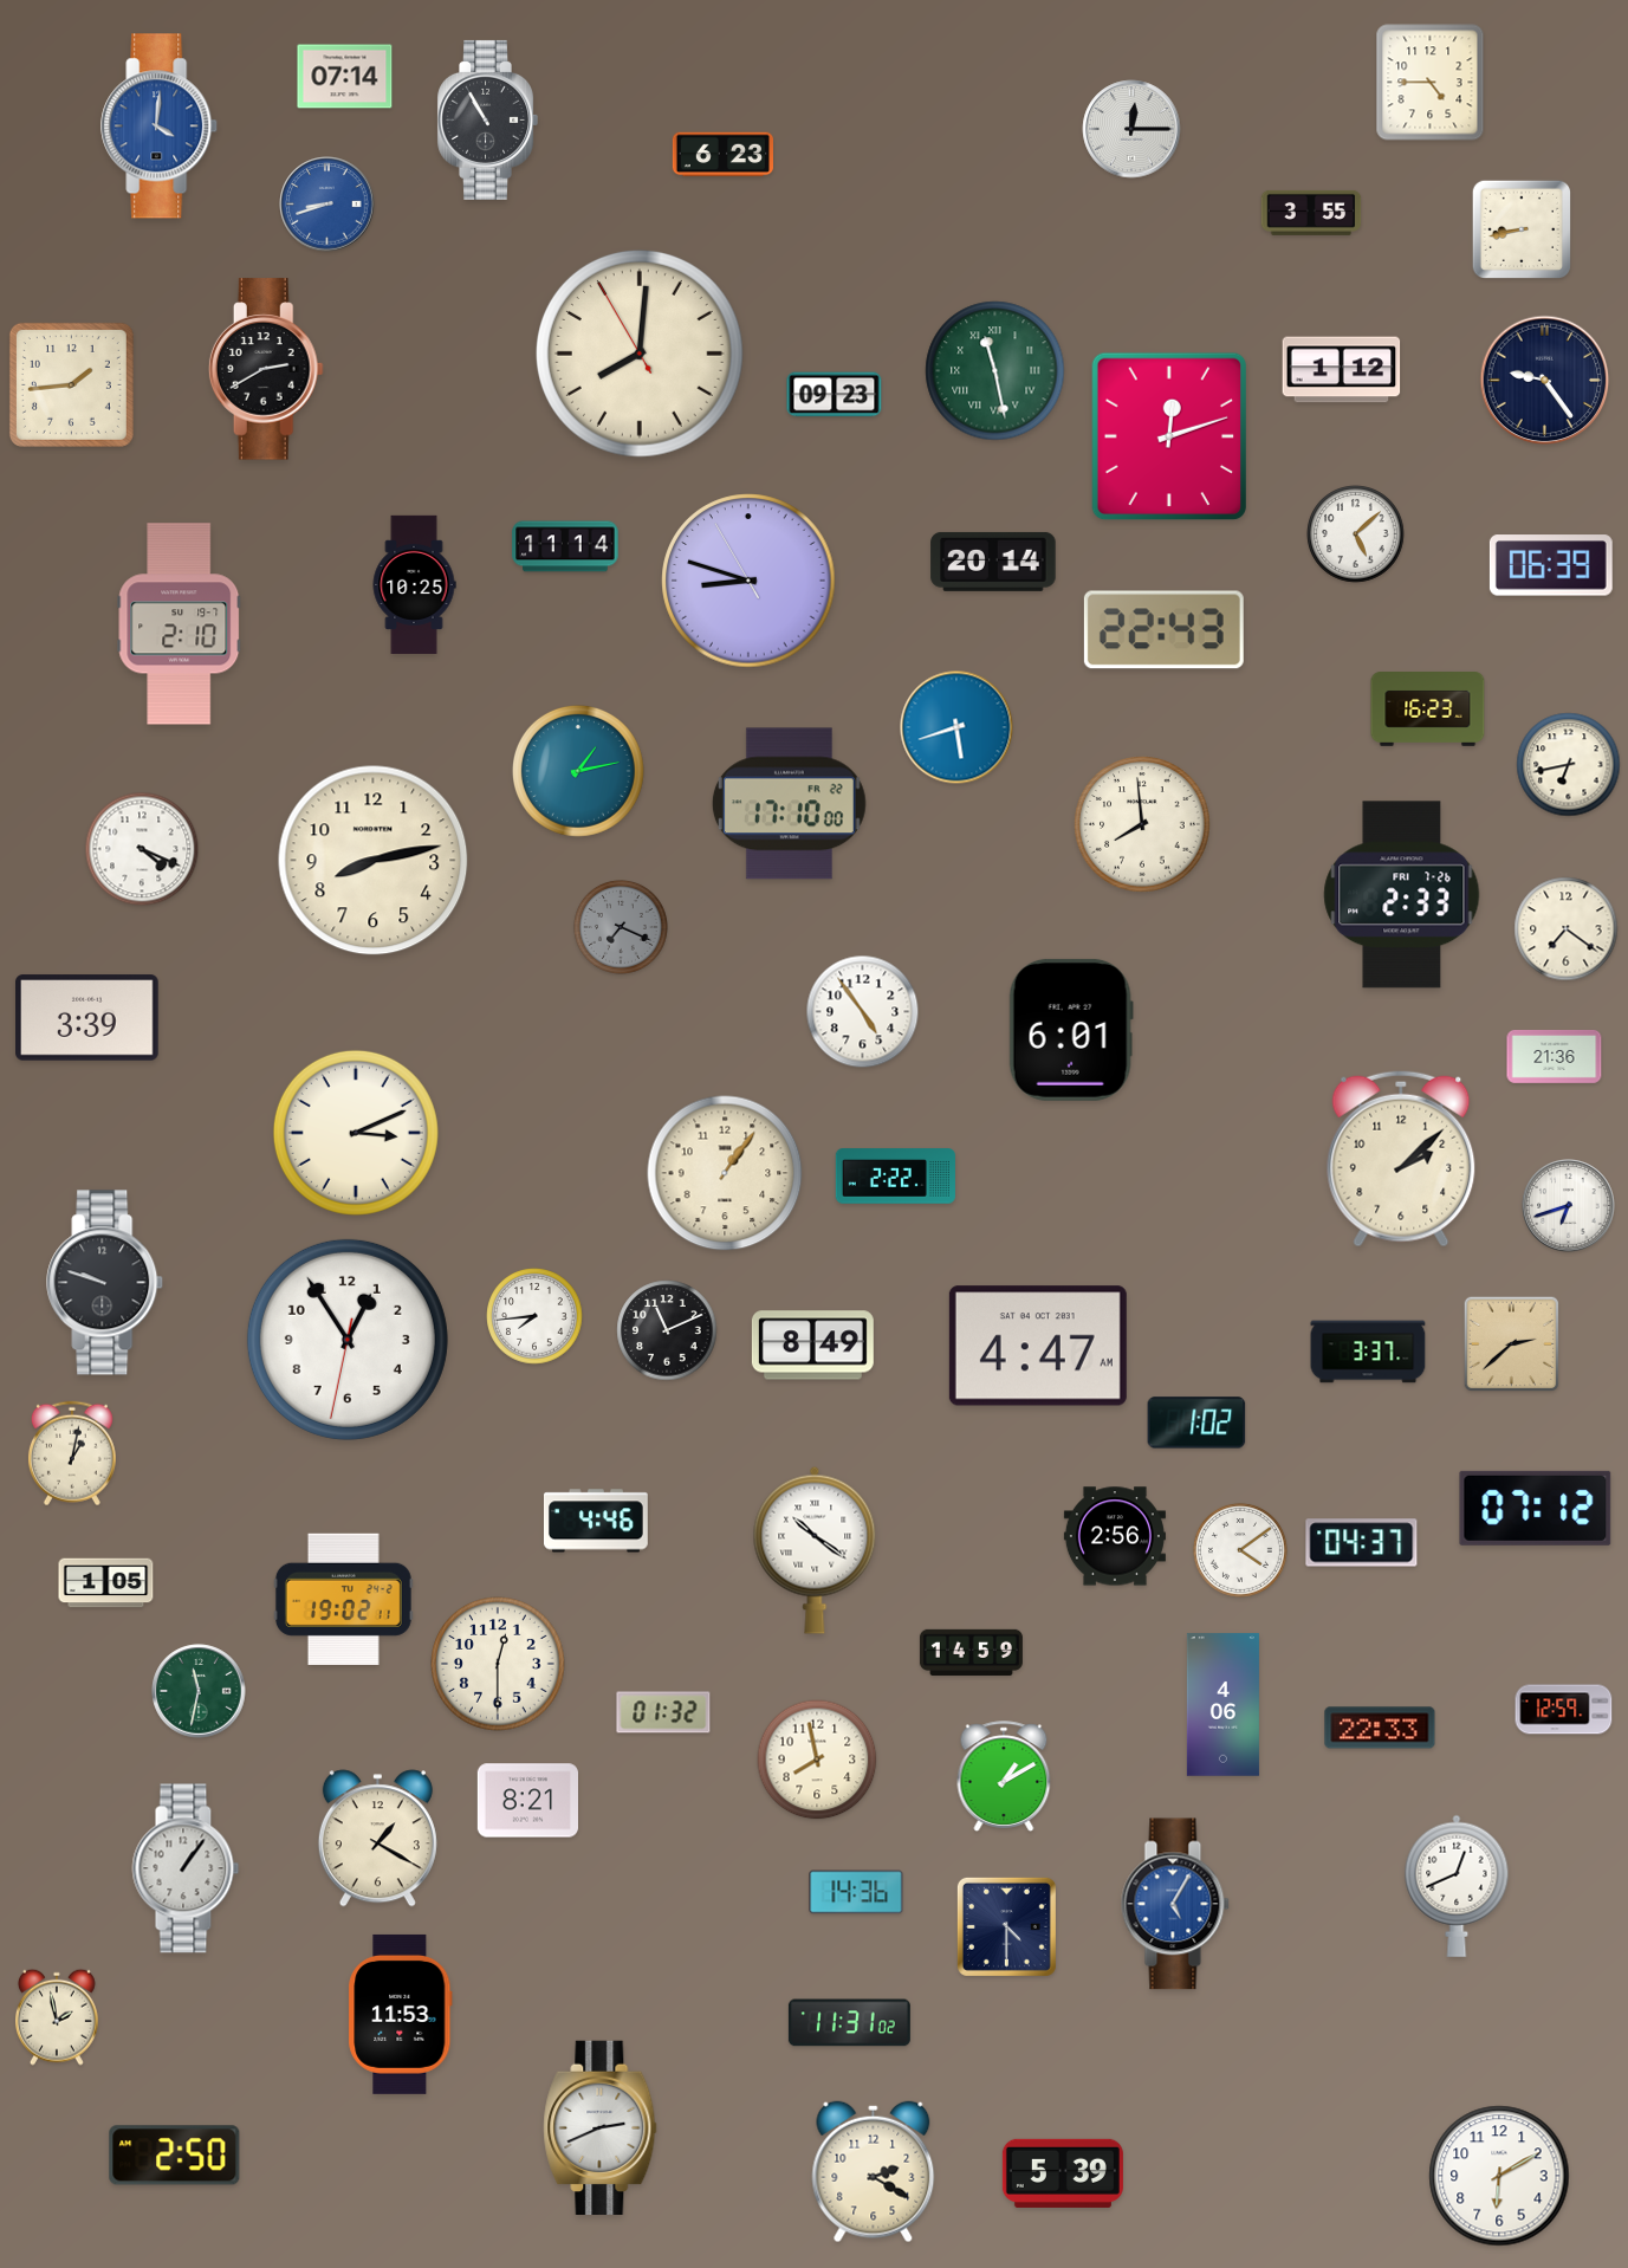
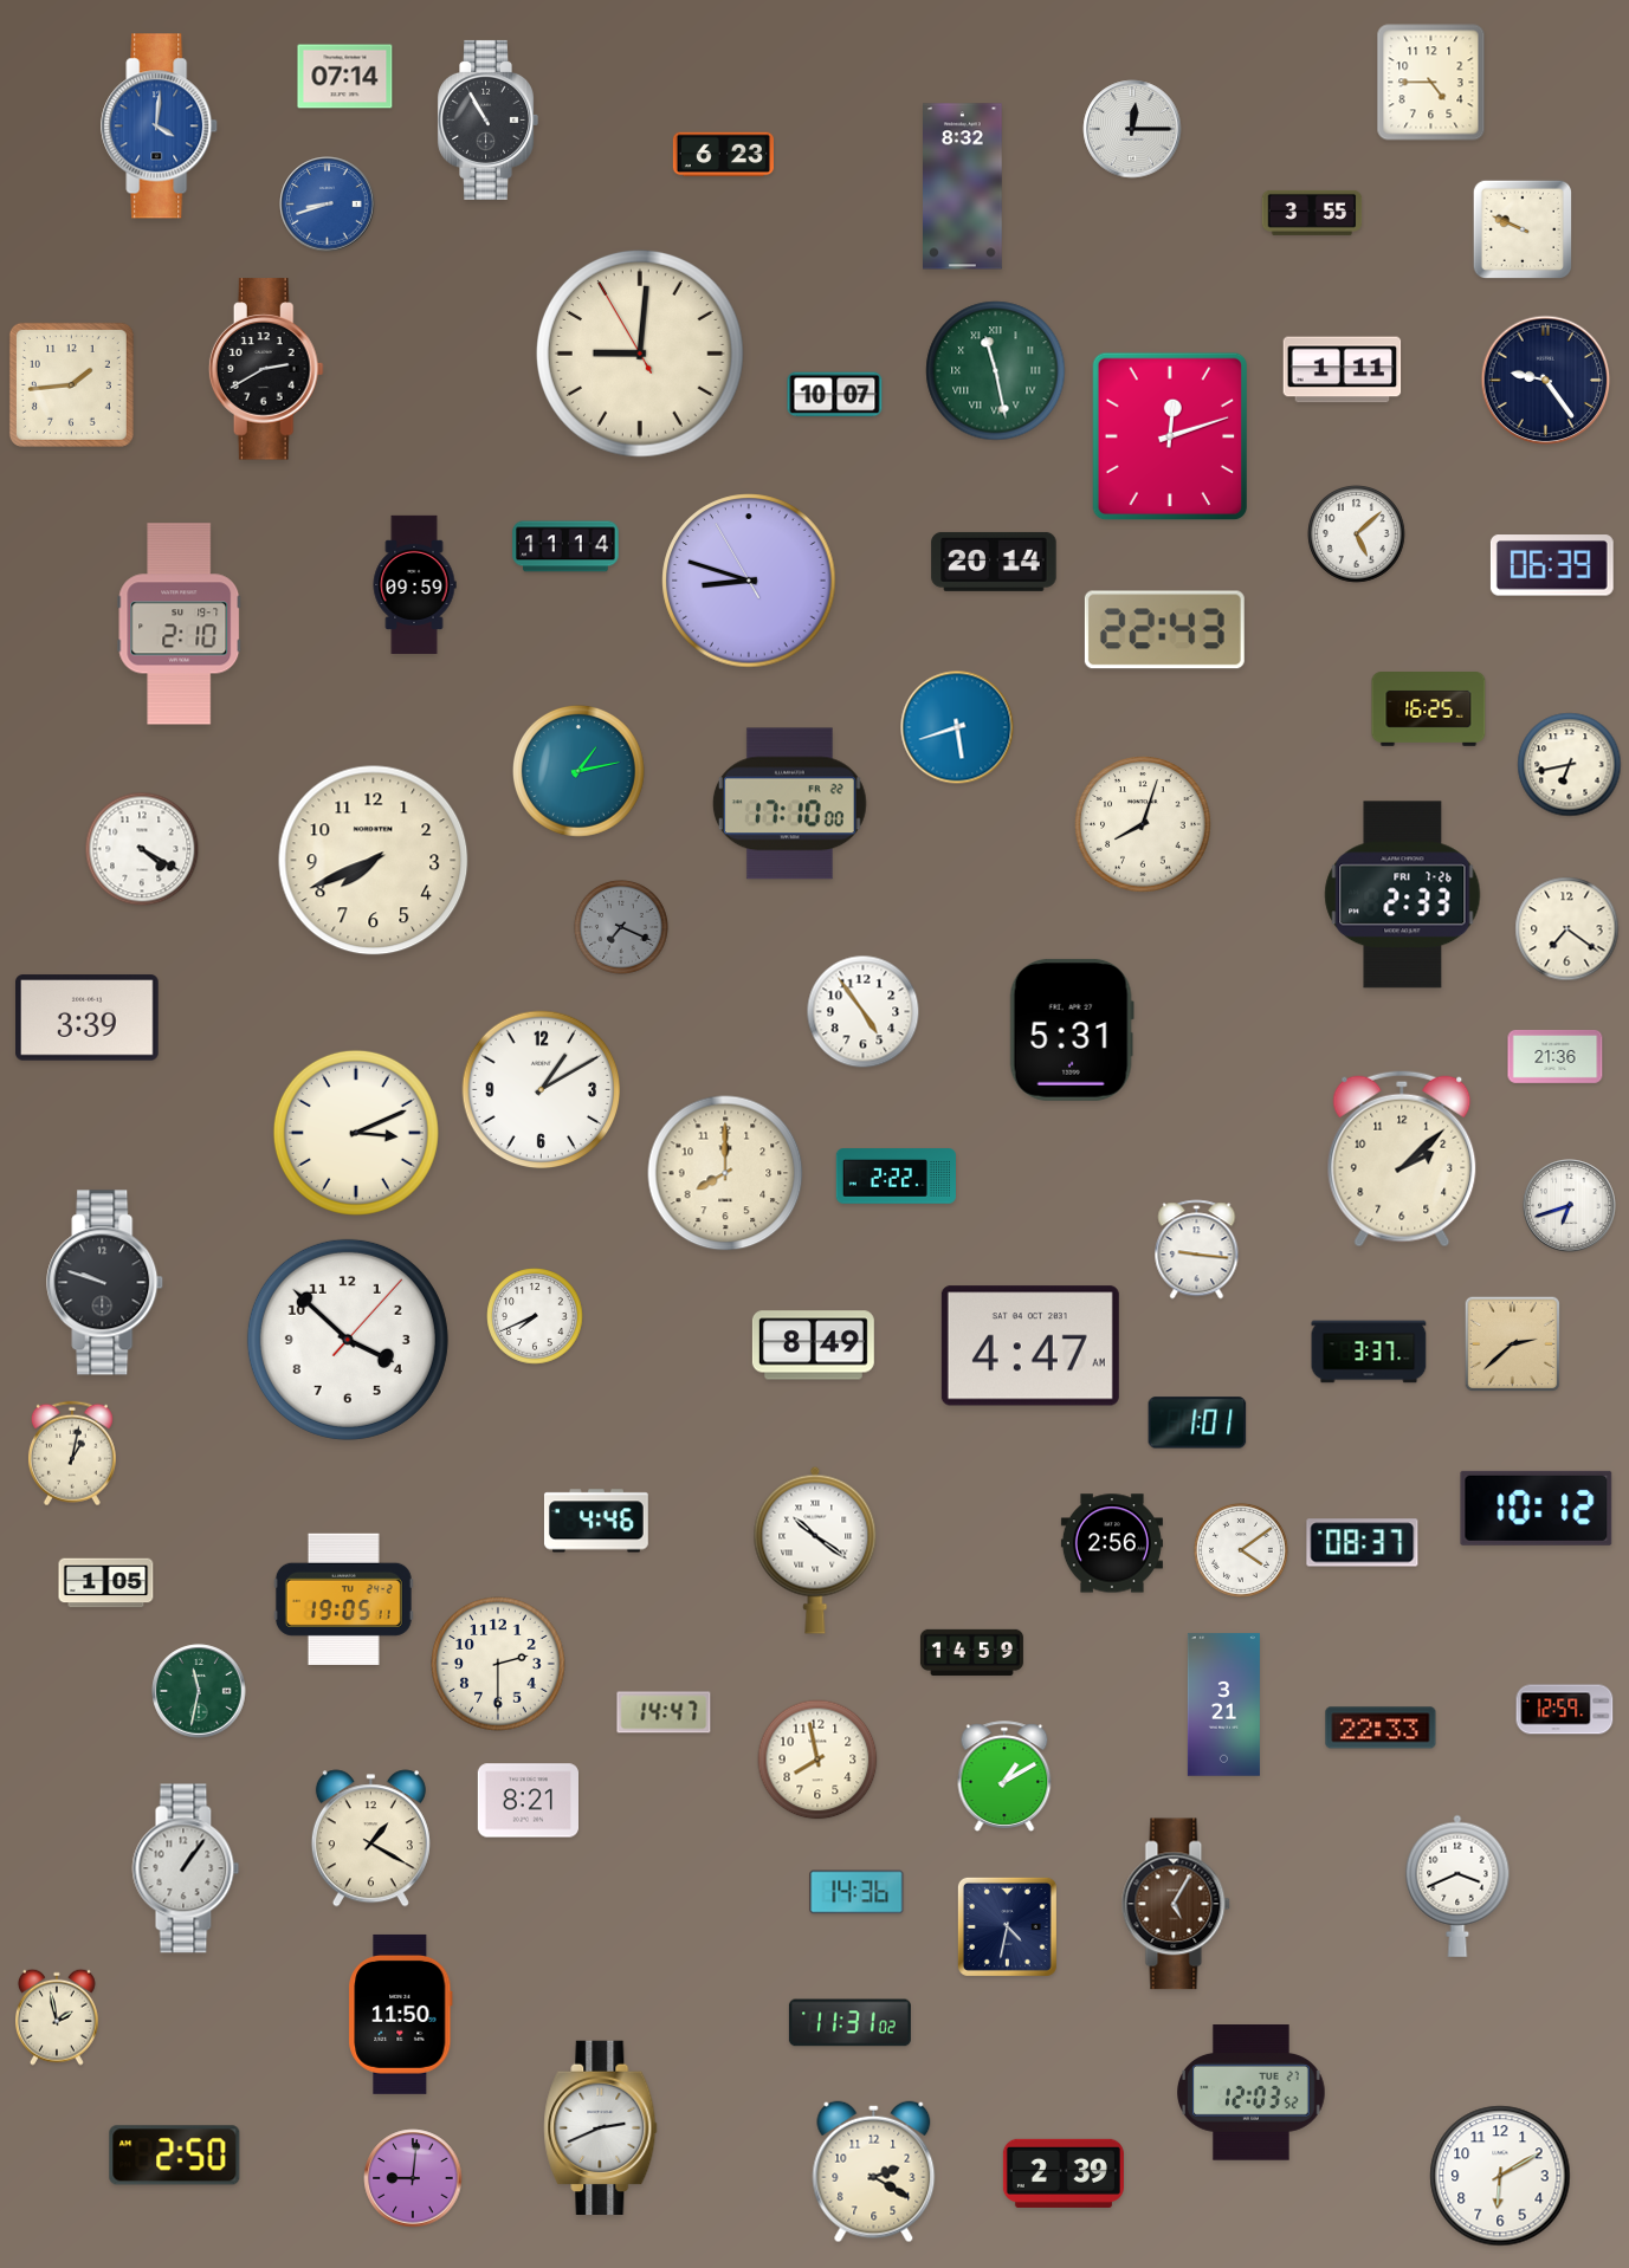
clock at (963, 187): none -> 8:32
clock at (1522, 229): 8:43 -> 9:49
clock at (640, 354): 8:00 -> 9:00
clock at (1342, 370): 1:12 -> 1:11
clock at (835, 395): 09:23 -> 10:07
clock at (414, 584): 10:25 -> 09:59
clock at (1428, 709): 16:23 -> 16:25
clock at (1142, 824): 7:59 -> 8:03
clock at (142, 849): 4:19 -> 4:20
clock at (374, 861): 8:13 -> 7:41
clock at (1071, 1030): 6:01 -> 5:31
clock at (542, 1090): none -> 1:10
clock at (725, 1173): 1:06 -> 8:00
clock at (1197, 1250): none -> 9:16
clock at (534, 1316): 7:44 -> 7:41
clock at (667, 1330): 11:11 -> none
clock at (348, 1340): 12:54 -> 3:52
clock at (1038, 1346) position: (1038, 1346) -> (1030, 1346)
clock at (1196, 1423): 1:02 -> 1:01
clock at (1536, 1508): 07:12 -> 10:12
clock at (1115, 1536) position: (1115, 1536) -> (1112, 1543)
clock at (1362, 1543): 04:37 -> 08:37
clock at (343, 1599): 19:02 -> 19:05
clock at (498, 1664): 12:30 -> 2:30
clock at (1222, 1705): 4:06 -> 3:21
clock at (663, 1712): 01:32 -> 14:47
clock at (377, 1839) position: (377, 1839) -> (370, 1839)
clock at (1457, 1886): 12:41 -> 3:41
clock at (1175, 1904) dial: blue -> brown
clock at (1006, 1926): 4:30 -> 4:32
clock at (401, 2014): 11:53 -> 11:50
clock at (1252, 2093): none -> 12:03
clock at (1063, 2173): 5:39 -> 2:39
clock at (413, 2178): none -> 9:01
